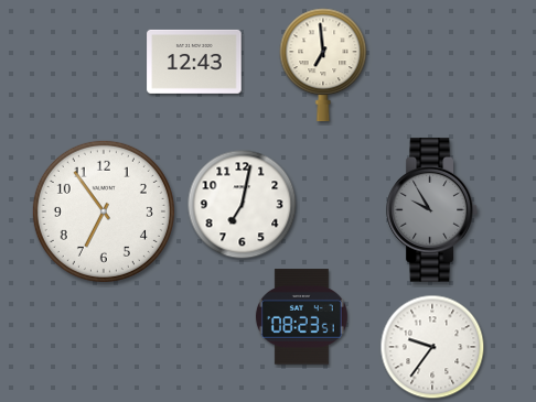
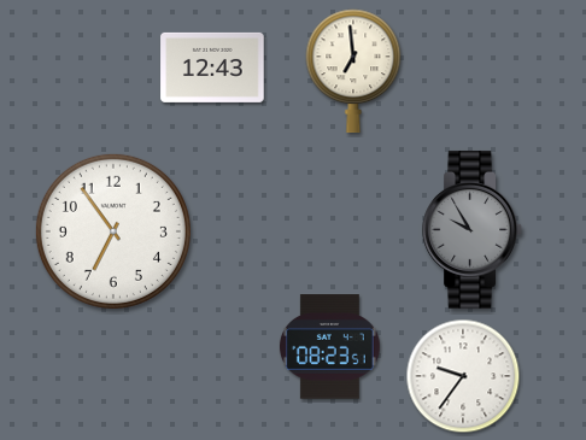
clock at (243, 205): 7:02 -> none
clock at (432, 347) position: (432, 347) -> (463, 376)
